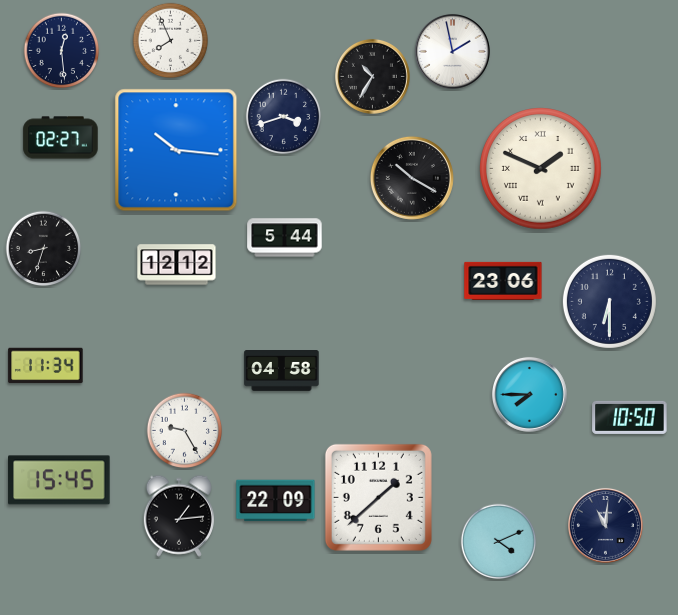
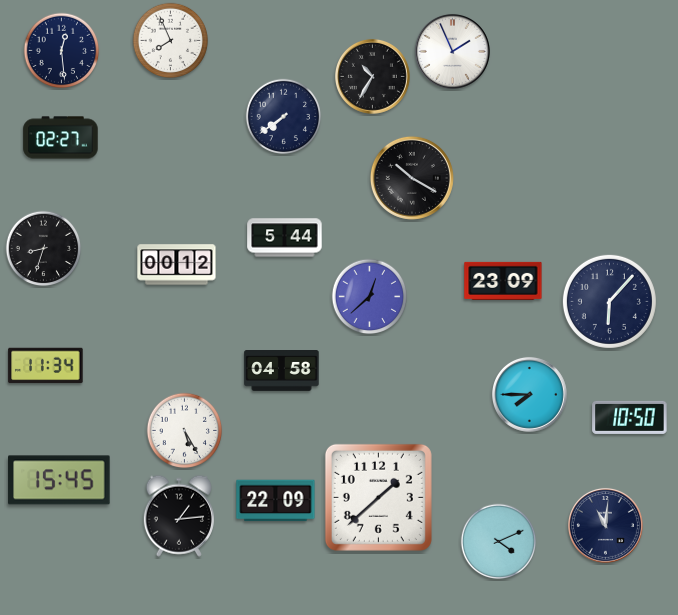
clock at (452, 51): 1:58 -> 1:56
clock at (284, 117): 3:42 -> 7:39
clock at (176, 150): 10:16 -> none
clock at (541, 169): 1:49 -> none
clock at (177, 265): 12:12 -> 00:12
clock at (503, 281): 23:06 -> 23:09
clock at (370, 297): none -> 12:38
clock at (609, 301): 6:30 -> 6:07
clock at (185, 431): 9:25 -> 5:25
